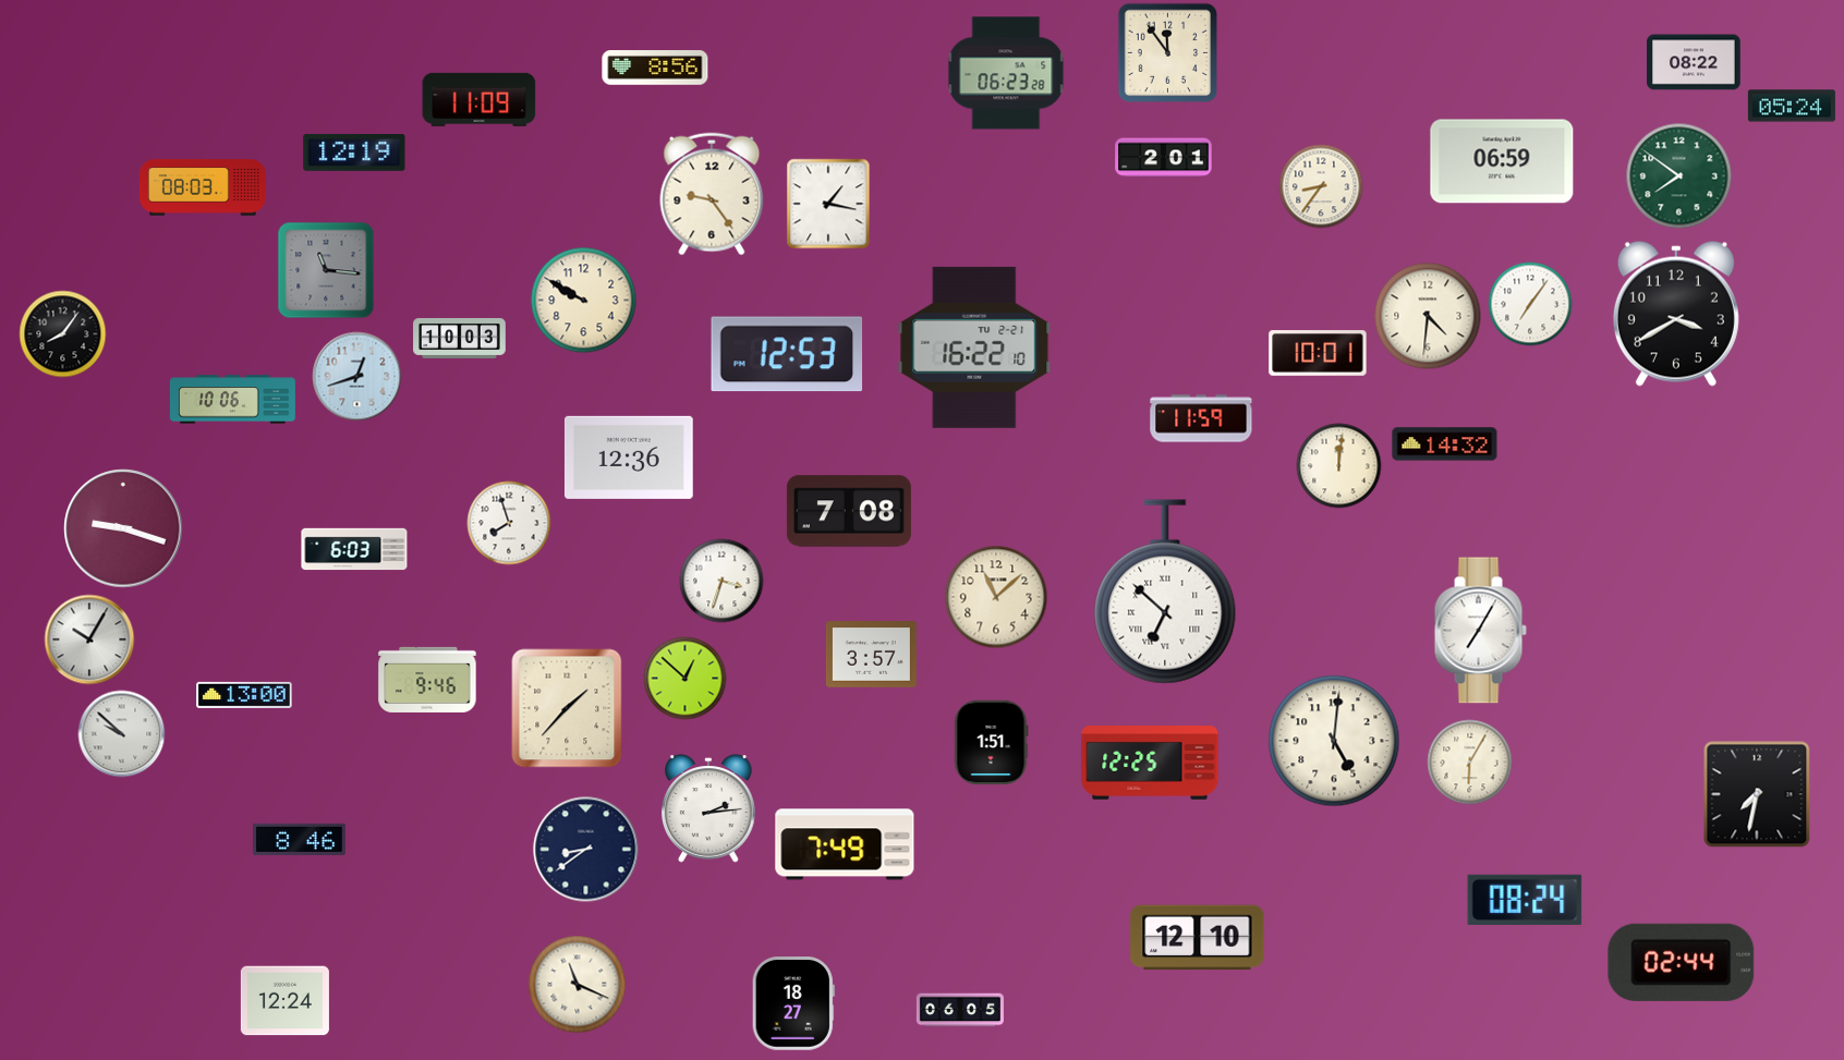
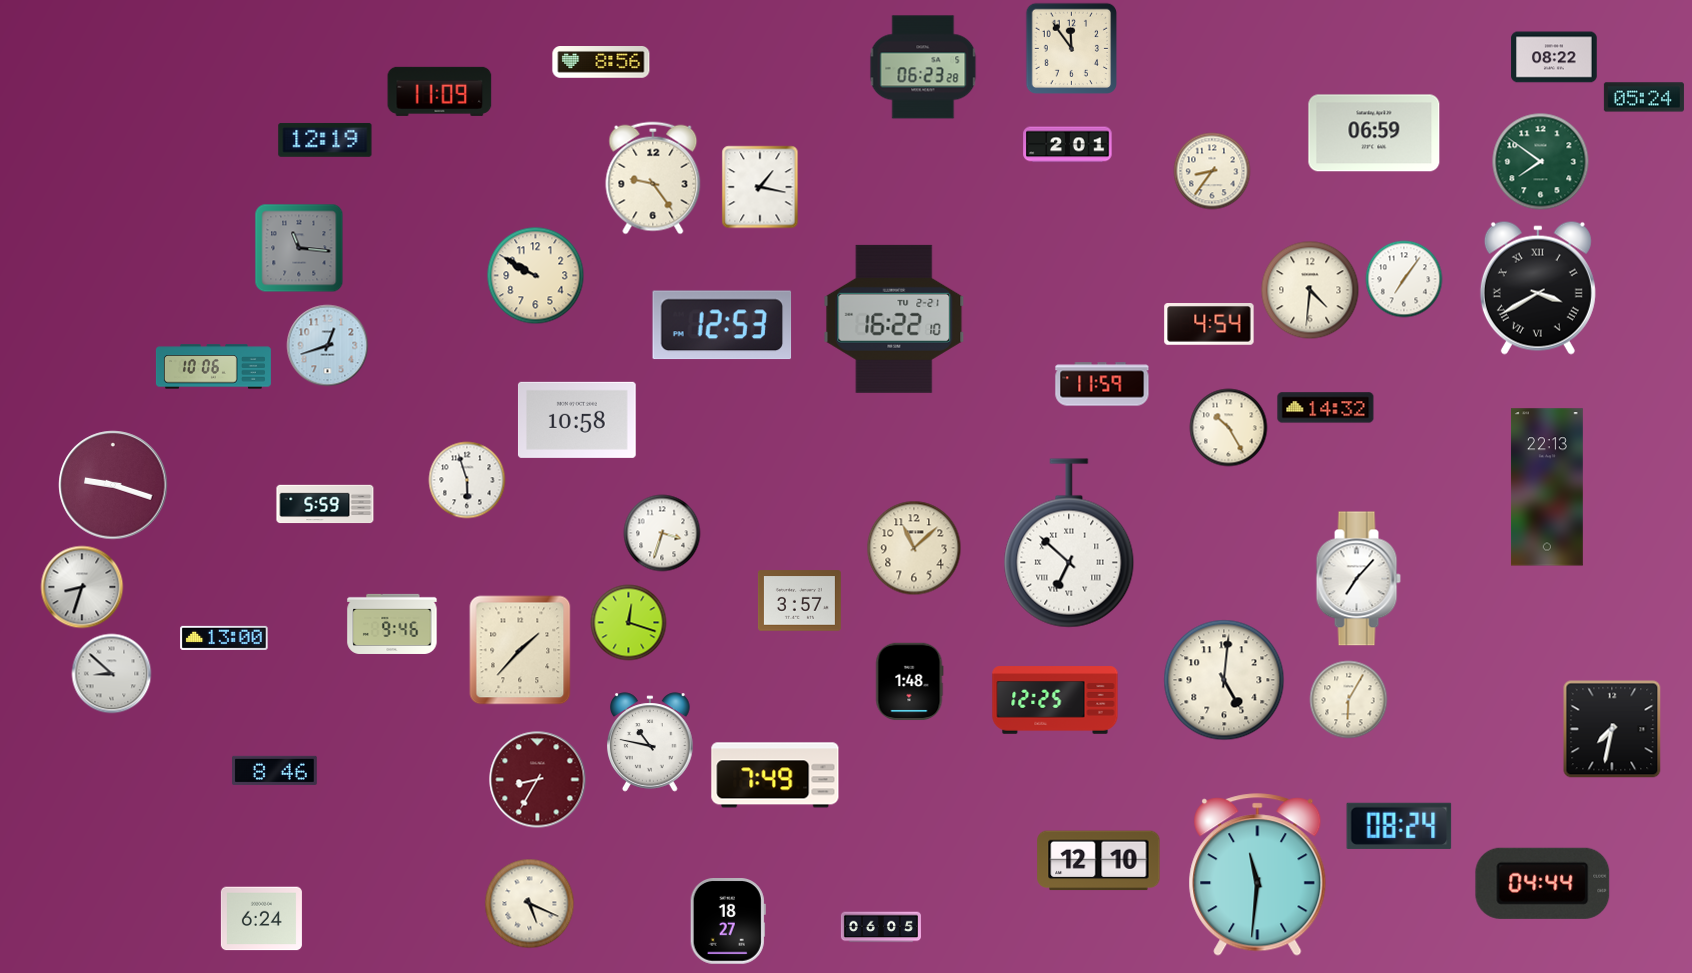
clock at (1502, 161) position: (1502, 161) -> (1374, 133)
clock at (203, 187): 08:03 -> none
clock at (1676, 314) numerals: Arabic -> Roman
clock at (63, 334): 8:06 -> none
clock at (460, 338): 10:03 -> none
clock at (1318, 353): 10:01 -> 4:54
clock at (629, 458): 12:36 -> 10:58
clock at (1339, 466): 12:01 -> 10:25
clock at (849, 511): 7:08 -> none
clock at (509, 523): 7:57 -> 5:57
clock at (1547, 487): none -> 22:13
clock at (354, 549): 6:03 -> 5:59
clock at (1480, 631): 7:05 -> 7:07
clock at (89, 639): 10:05 -> 8:33
clock at (686, 679): 12:52 -> 12:18
clock at (122, 734): 9:52 -> 8:52
clock at (992, 743): 1:51 -> 1:48
clock at (708, 808): 2:14 -> 10:47
clock at (586, 850): 8:39 -> 8:35
clock at (586, 850) dial: navy -> burgundy
clock at (1258, 875): none -> 11:31
clock at (1682, 962): 02:44 -> 04:44
clock at (578, 985): 11:19 -> 5:19
clock at (284, 1001): 12:24 -> 6:24
